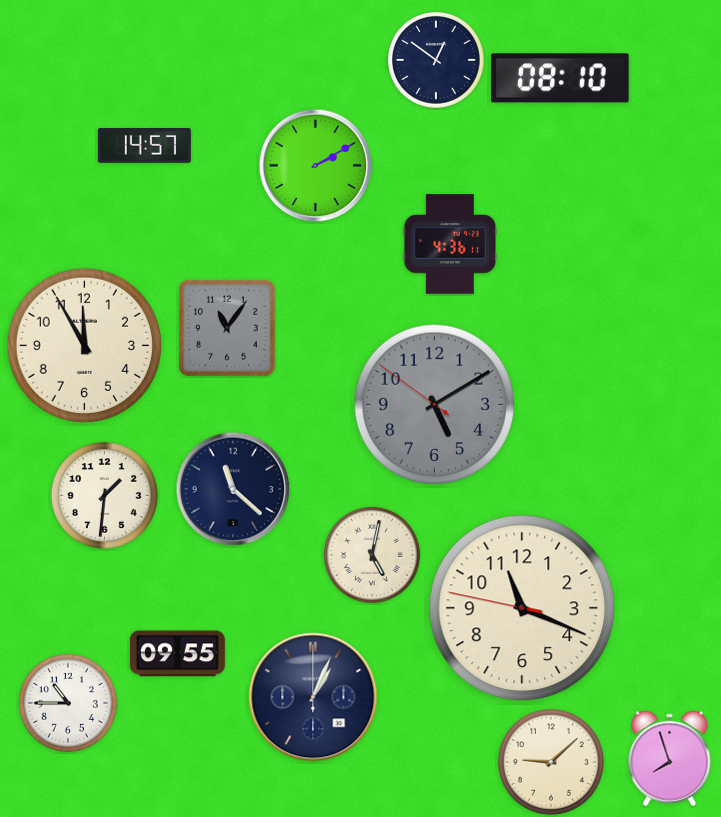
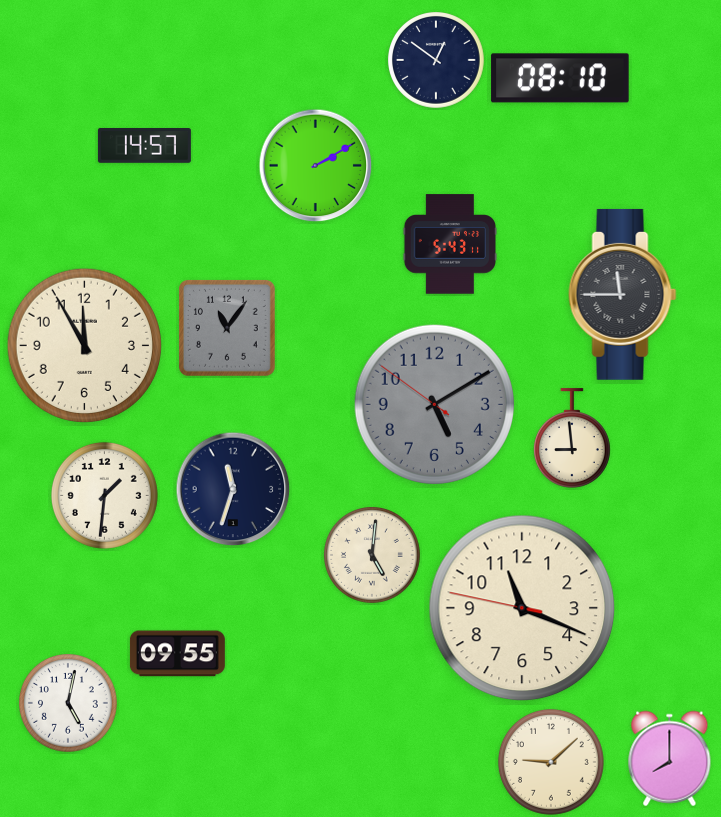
clock at (449, 244): 4:36 -> 5:43
clock at (623, 294): none -> 11:45
clock at (572, 438): none -> 8:59
clock at (233, 489): 11:22 -> 11:33
clock at (373, 556): 5:02 -> 5:01
clock at (313, 697): 1:04 -> none
clock at (69, 704): 10:45 -> 5:02
clock at (670, 759): 7:57 -> 8:00
